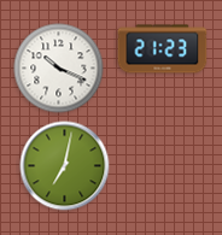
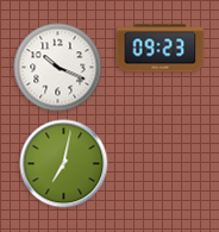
clock at (163, 49): 21:23 -> 09:23
